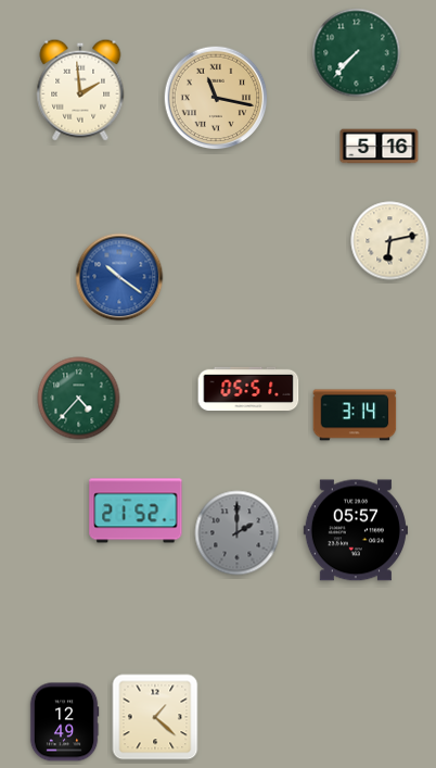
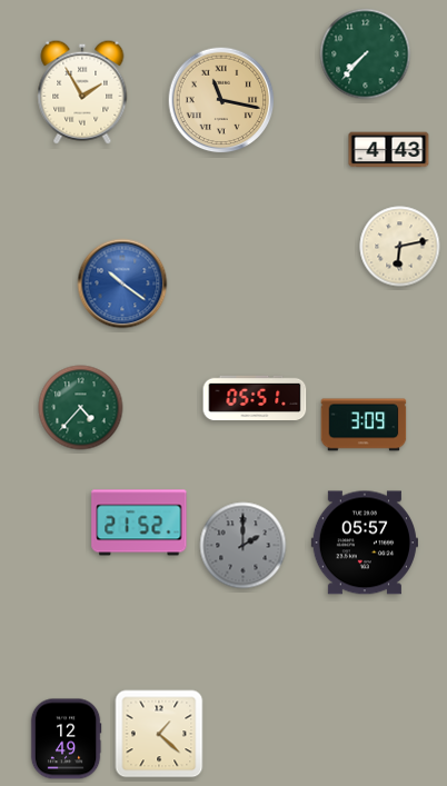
clock at (80, 90): 1:59 -> 1:55
clock at (380, 147): 5:16 -> 4:43
clock at (355, 415): 3:14 -> 3:09
